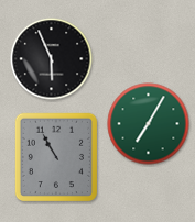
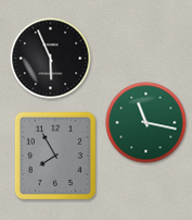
clock at (149, 124): 7:05 -> 11:17
clock at (55, 157): 10:55 -> 7:55
